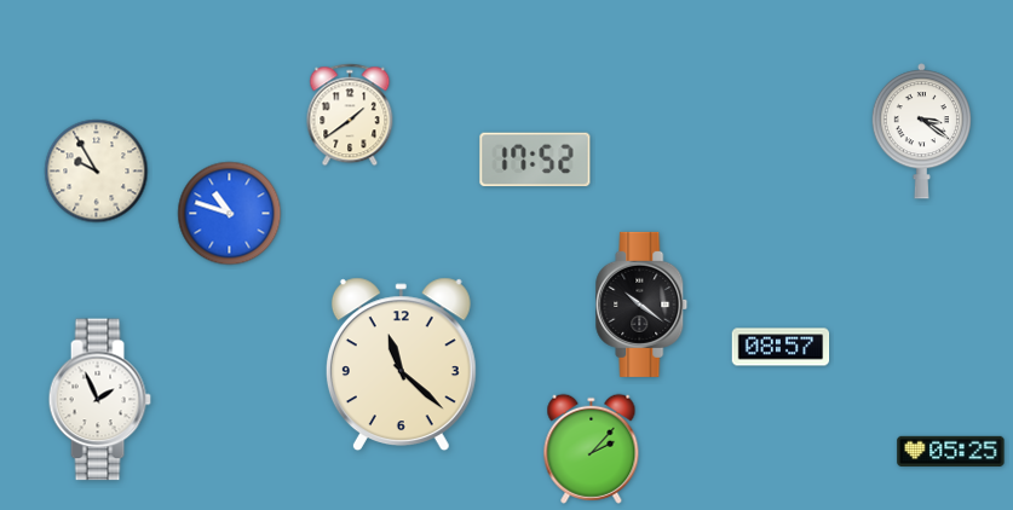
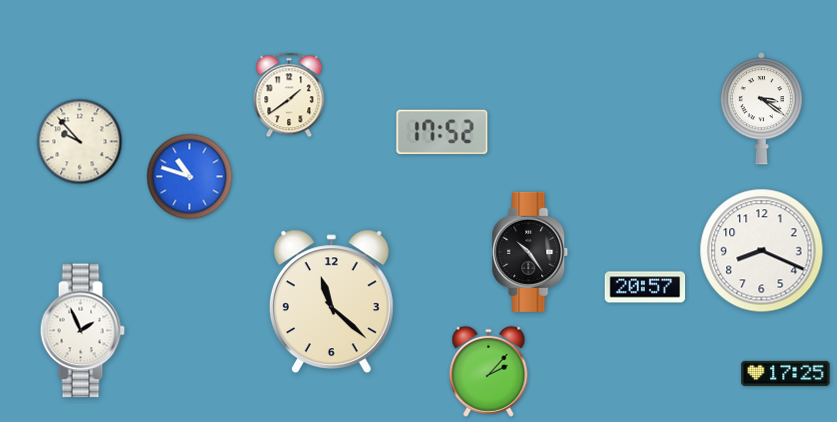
clock at (97, 172): 9:55 -> 9:53
clock at (762, 251): none -> 8:19
clock at (641, 305): 10:21 -> 10:24
clock at (781, 347): 08:57 -> 20:57
clock at (951, 451): 05:25 -> 17:25
